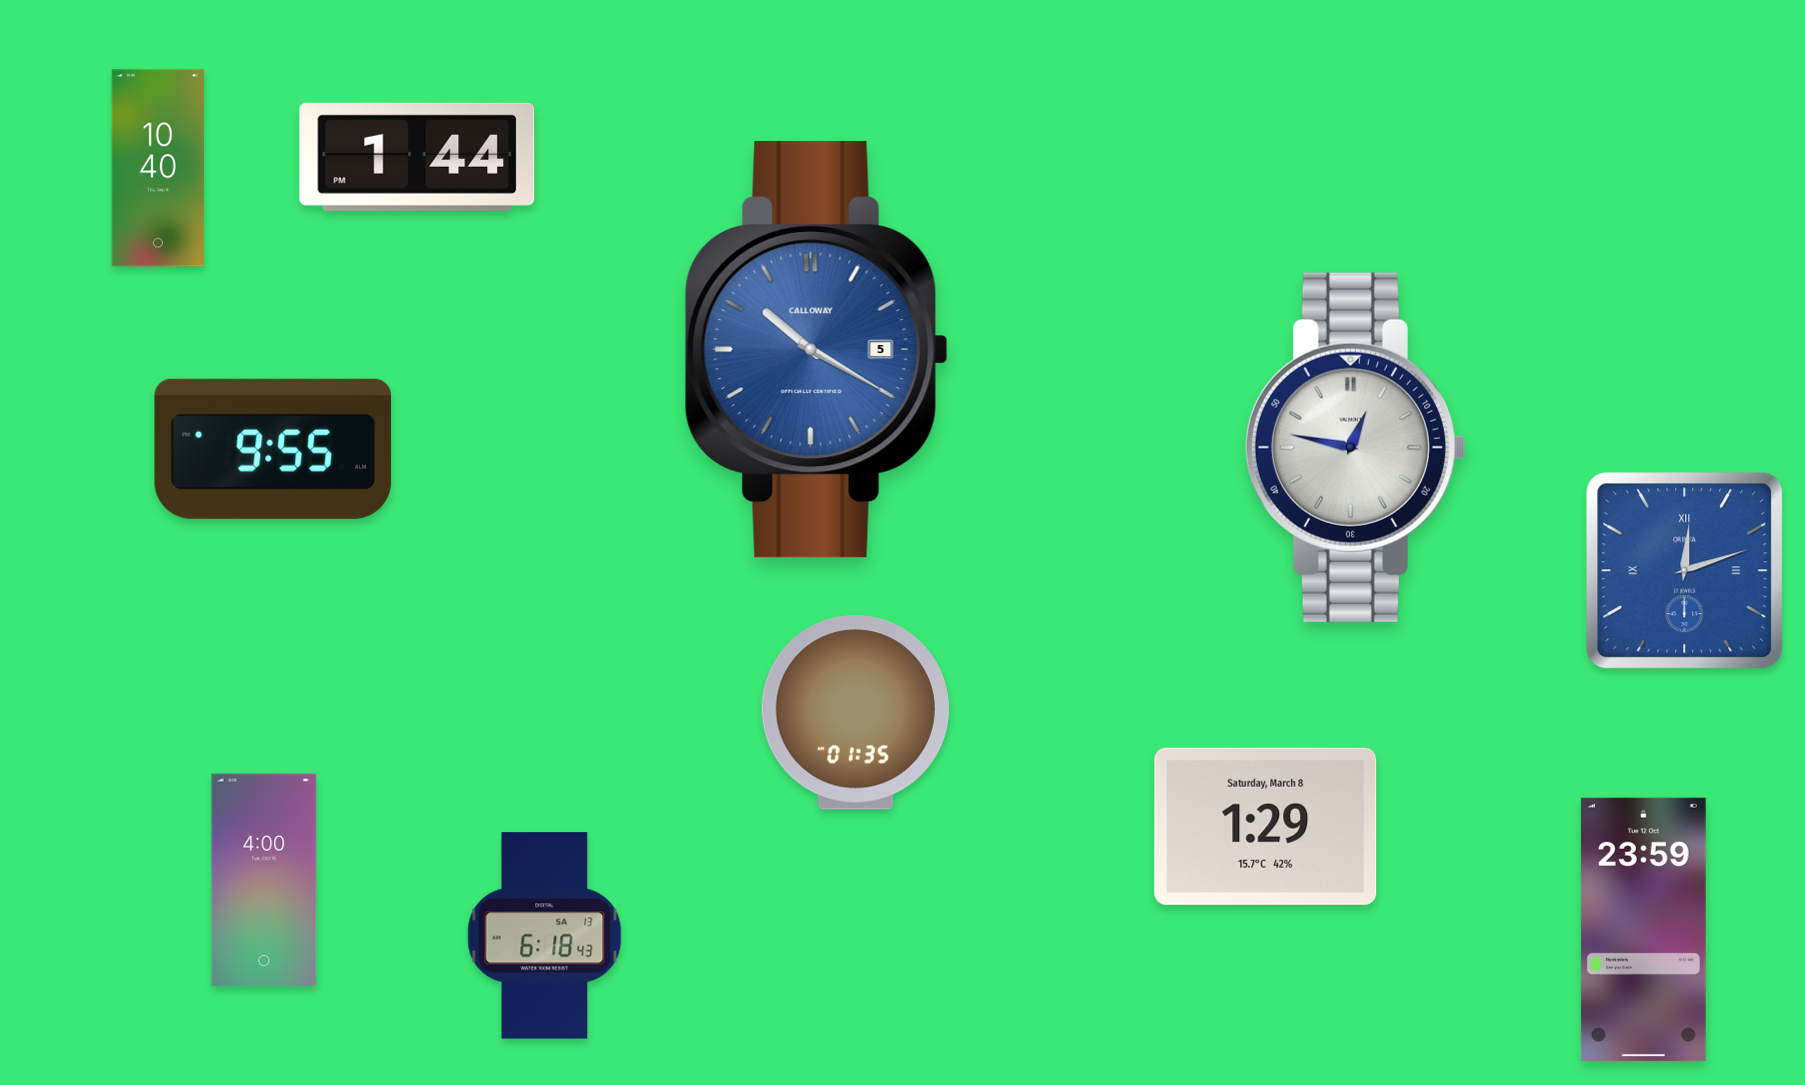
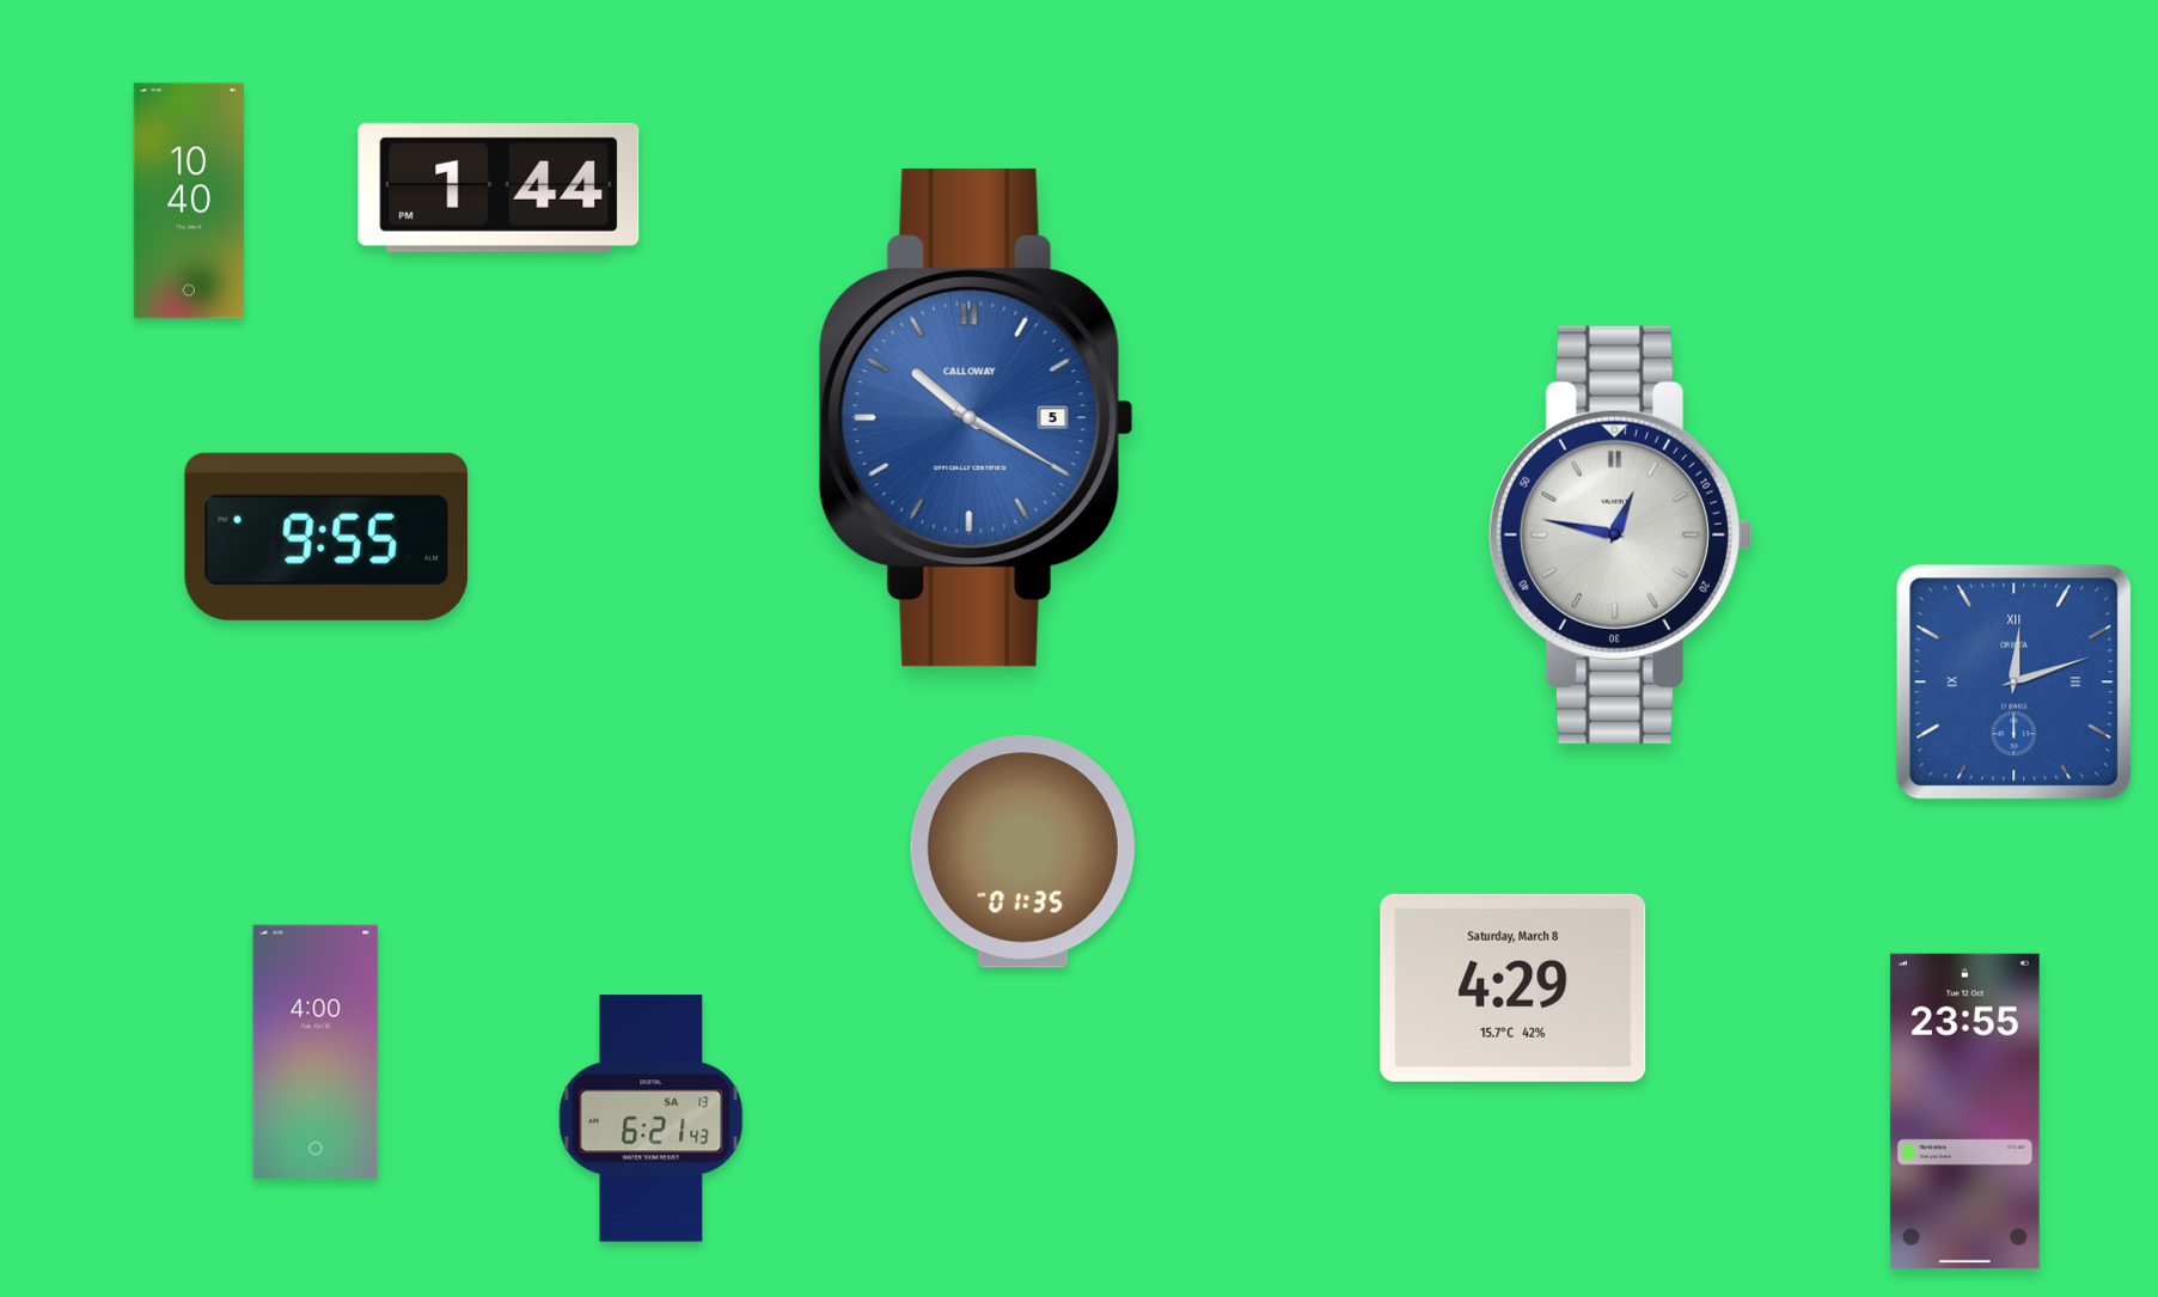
clock at (1266, 826): 1:29 -> 4:29
clock at (1643, 929): 23:59 -> 23:55
clock at (545, 936): 6:18 -> 6:21
